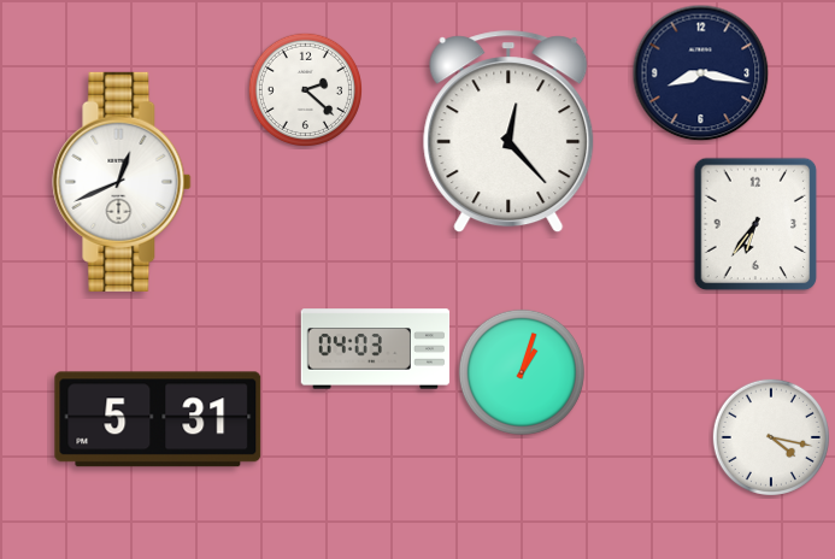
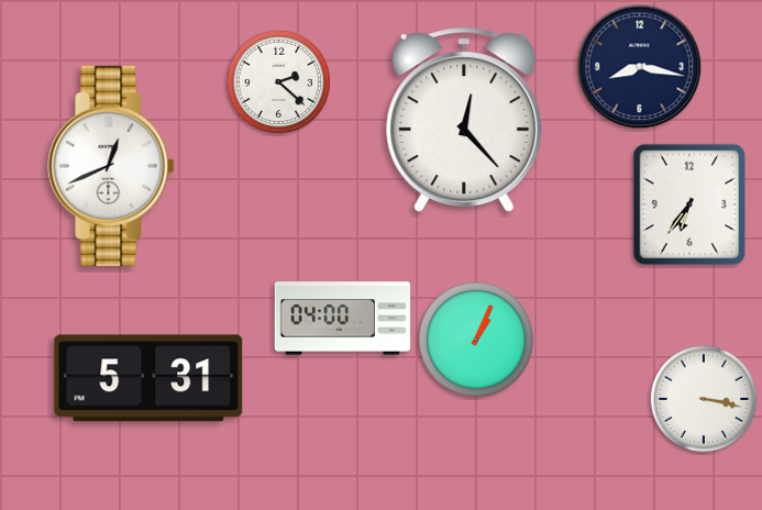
clock at (376, 349): 04:03 -> 04:00
clock at (522, 372): 1:03 -> 1:04
clock at (158, 419) position: (158, 419) -> (148, 378)
clock at (771, 437): 4:17 -> 3:17
